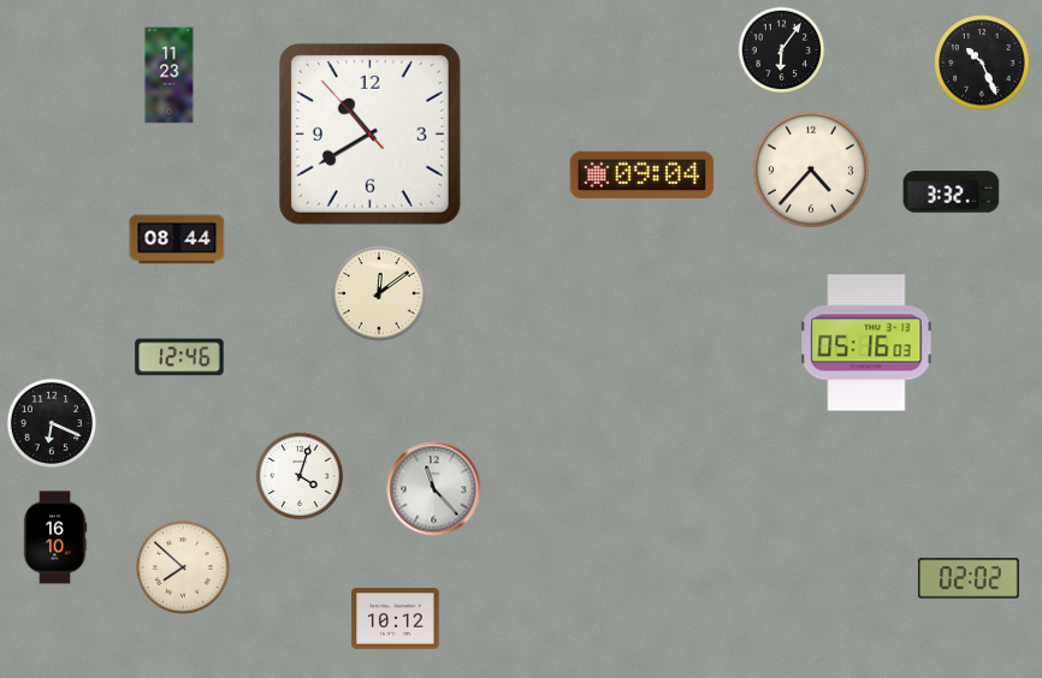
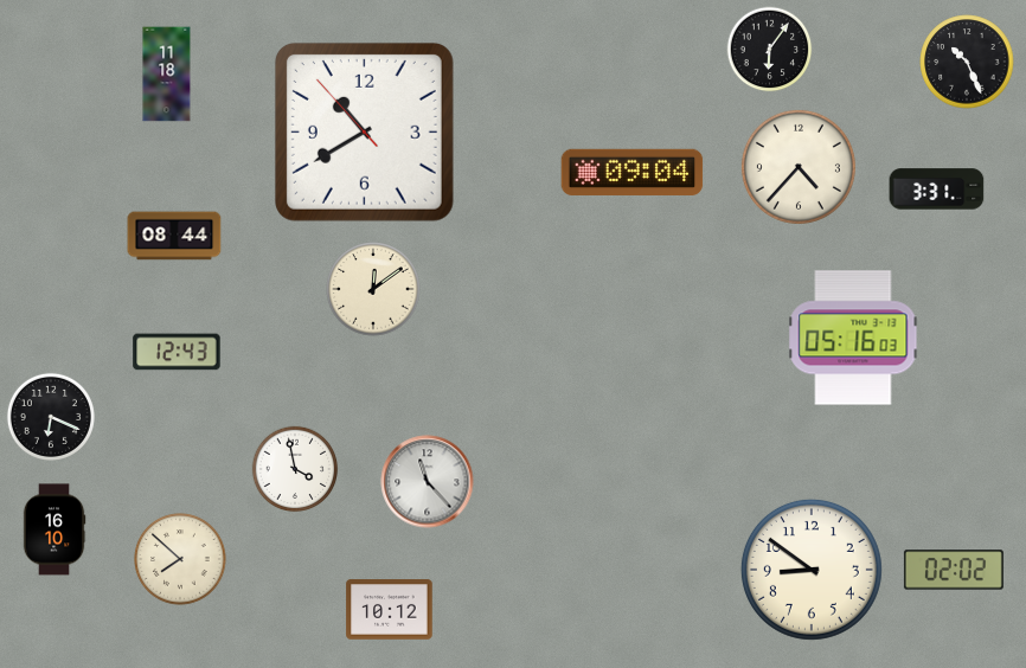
clock at (170, 76): 11:23 -> 11:18
clock at (952, 192): 3:32 -> 3:31
clock at (179, 357): 12:46 -> 12:43
clock at (300, 476): 4:03 -> 3:58
clock at (812, 570): none -> 8:51
